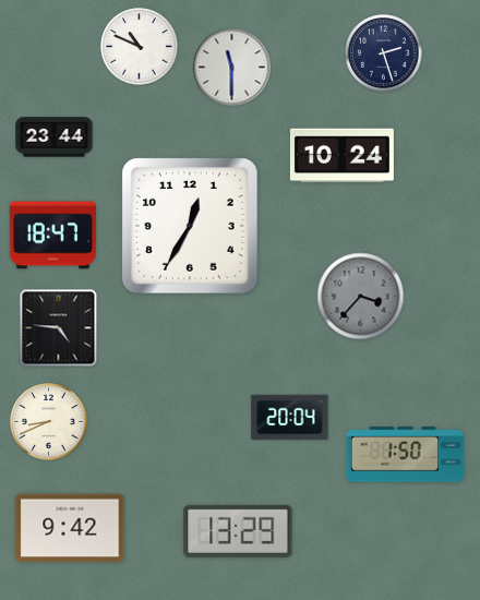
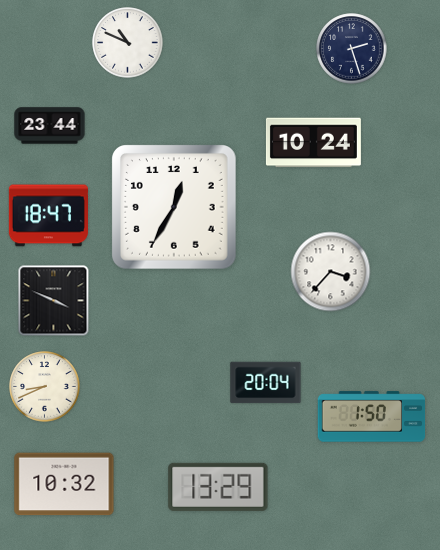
clock at (232, 68): 11:30 -> none
clock at (361, 297) dial: grey -> white
clock at (59, 328): 4:46 -> 3:49
clock at (70, 528): 9:42 -> 10:32
